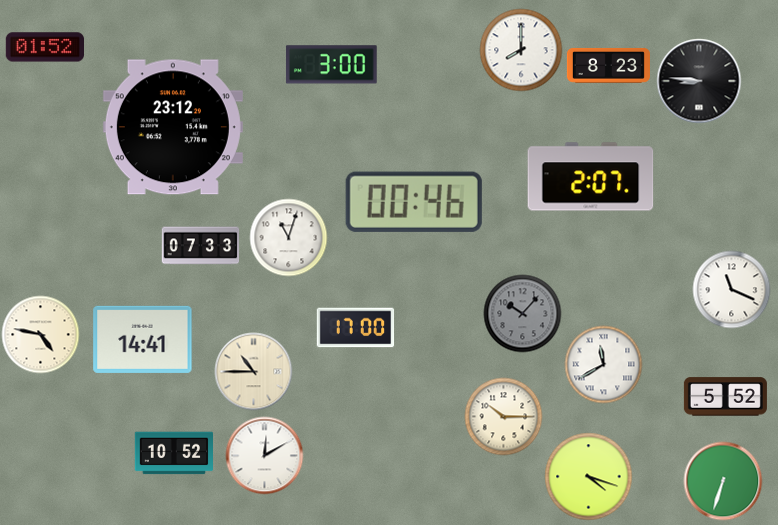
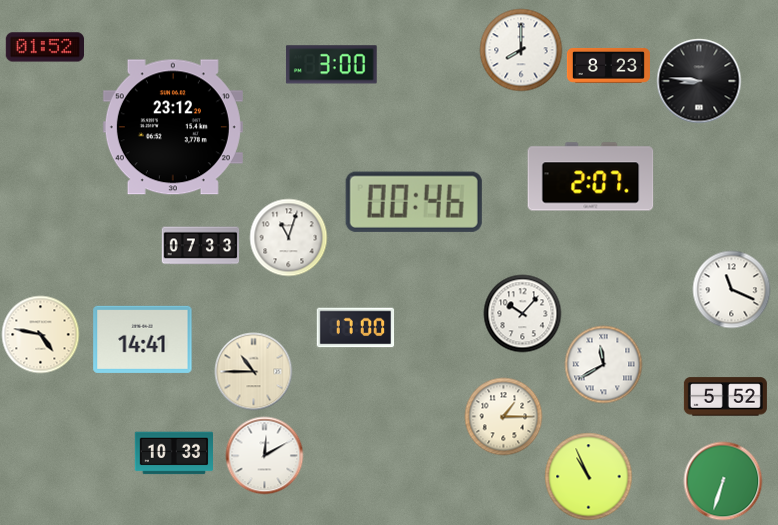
clock at (522, 313) dial: grey -> white
clock at (503, 416): 10:15 -> 1:15
clock at (173, 453): 10:52 -> 10:33
clock at (588, 476): 4:18 -> 10:56
